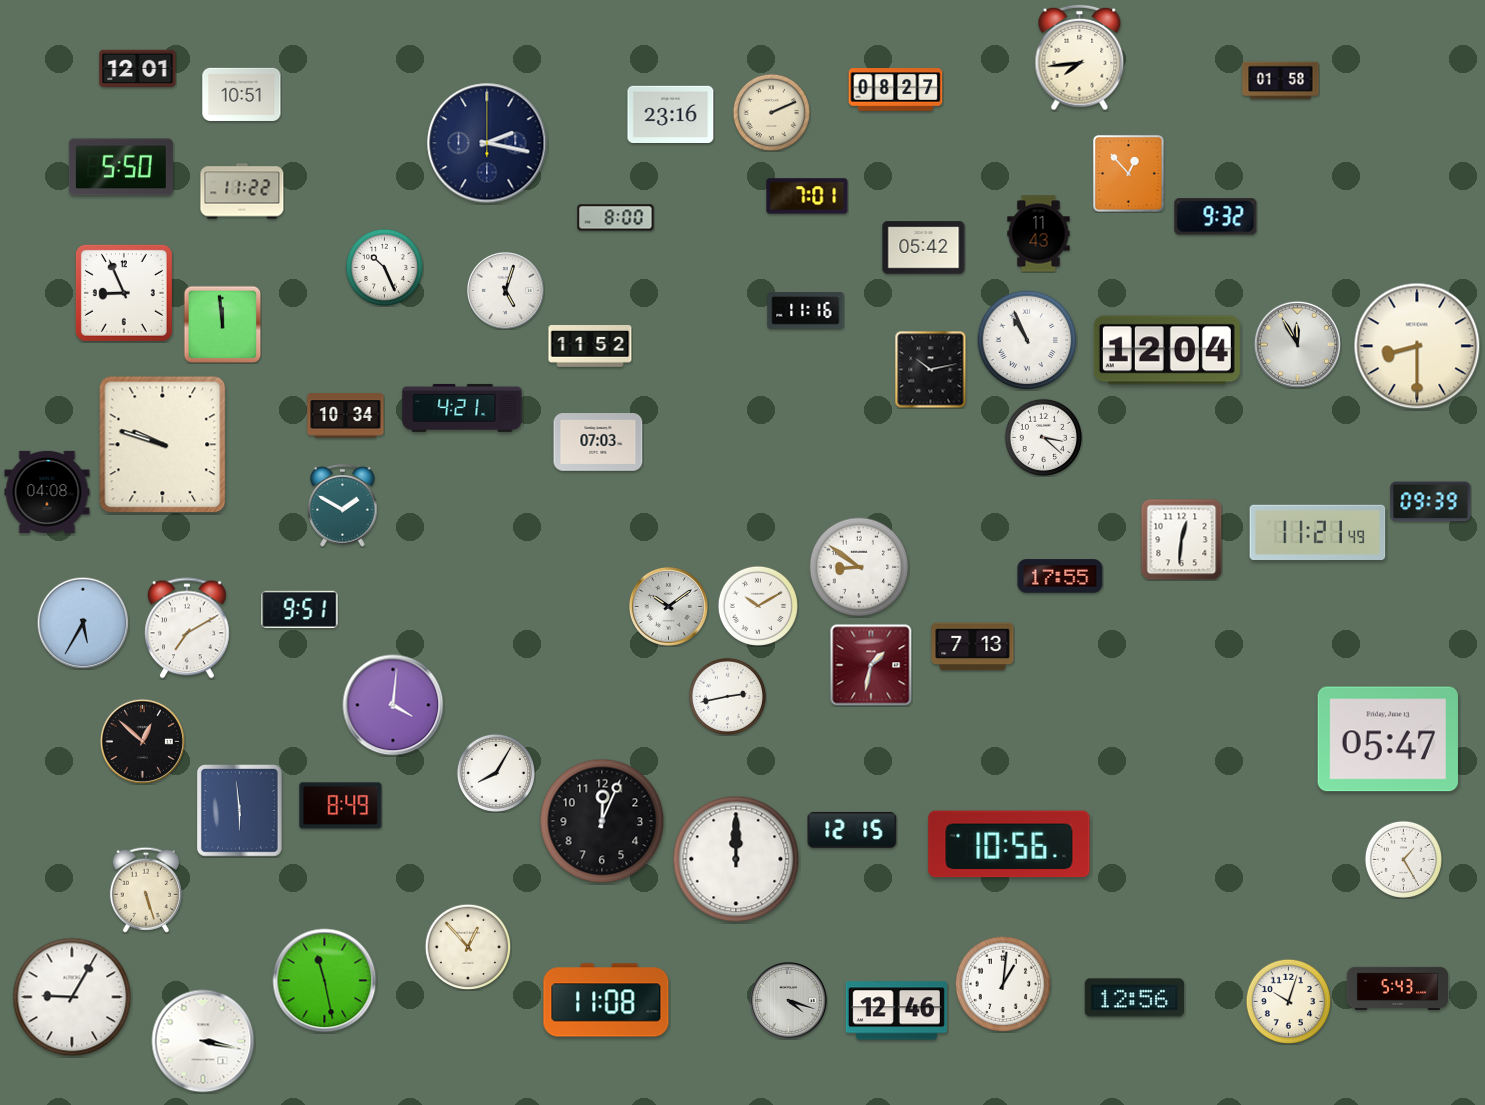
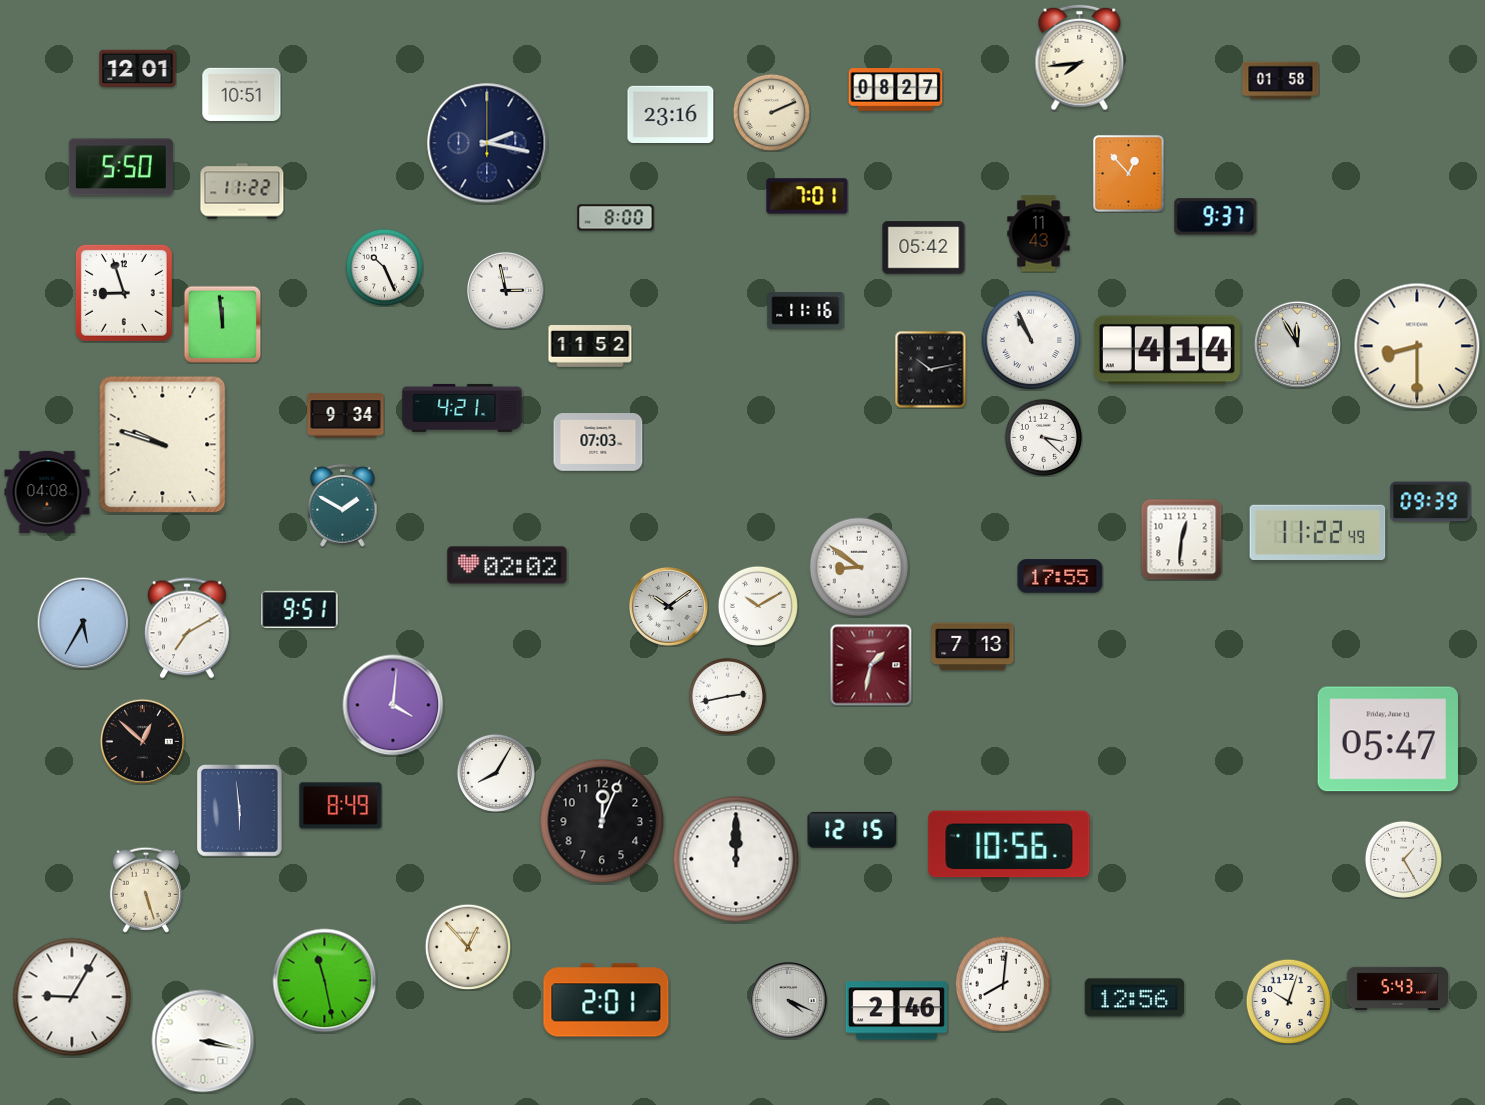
clock at (1216, 217): 9:32 -> 9:37
clock at (506, 291): 5:03 -> 2:58
clock at (124, 293): 8:56 -> 8:57
clock at (1027, 340) position: (1027, 340) -> (1031, 340)
clock at (1167, 350): 12:04 -> 4:14
clock at (346, 416): 10:34 -> 9:34
clock at (1318, 533): 11:21 -> 11:22
clock at (507, 565): none -> 02:02
clock at (1003, 984): 1:01 -> 8:01
clock at (606, 1000): 11:08 -> 2:01
clock at (789, 1001): 4:18 -> 4:19
clock at (896, 1011): 12:46 -> 2:46
